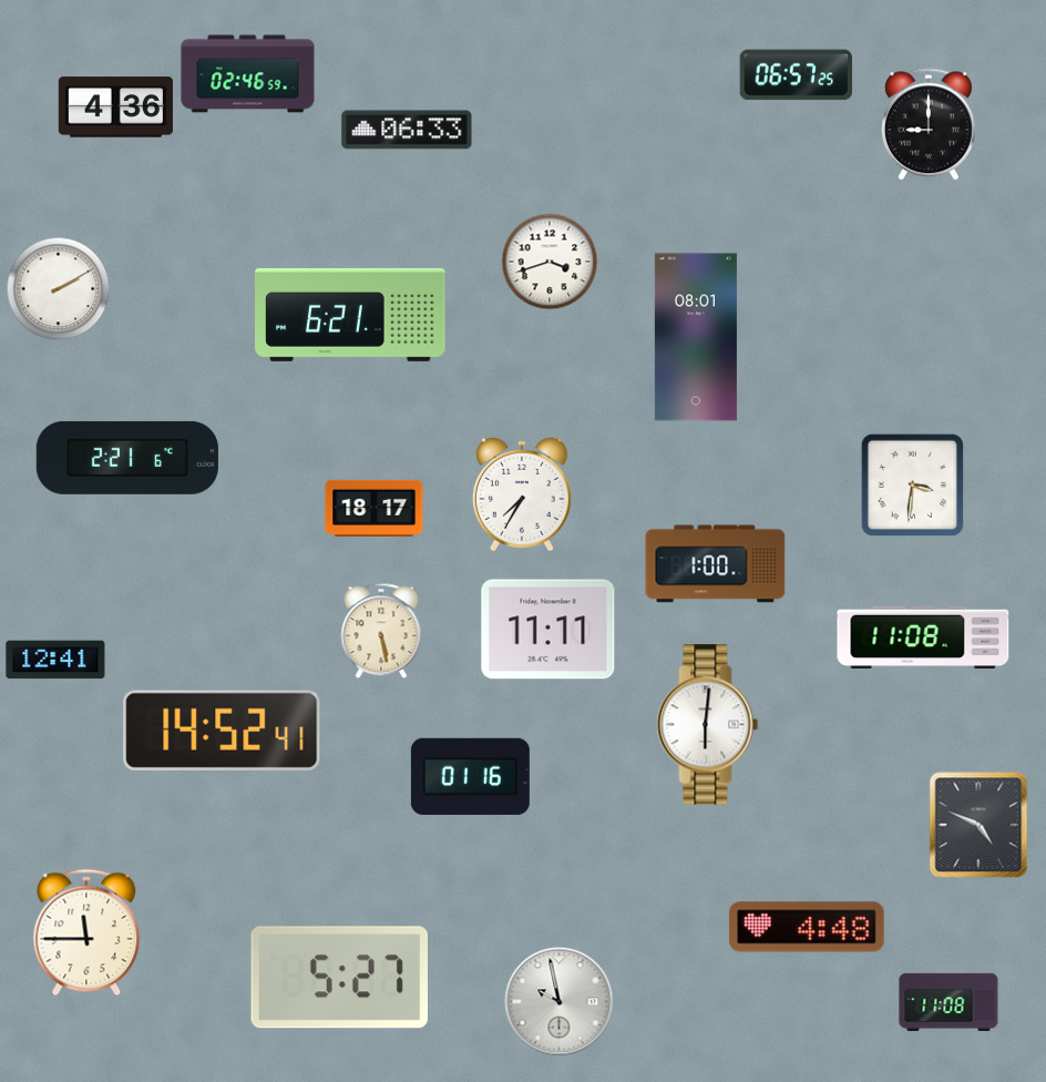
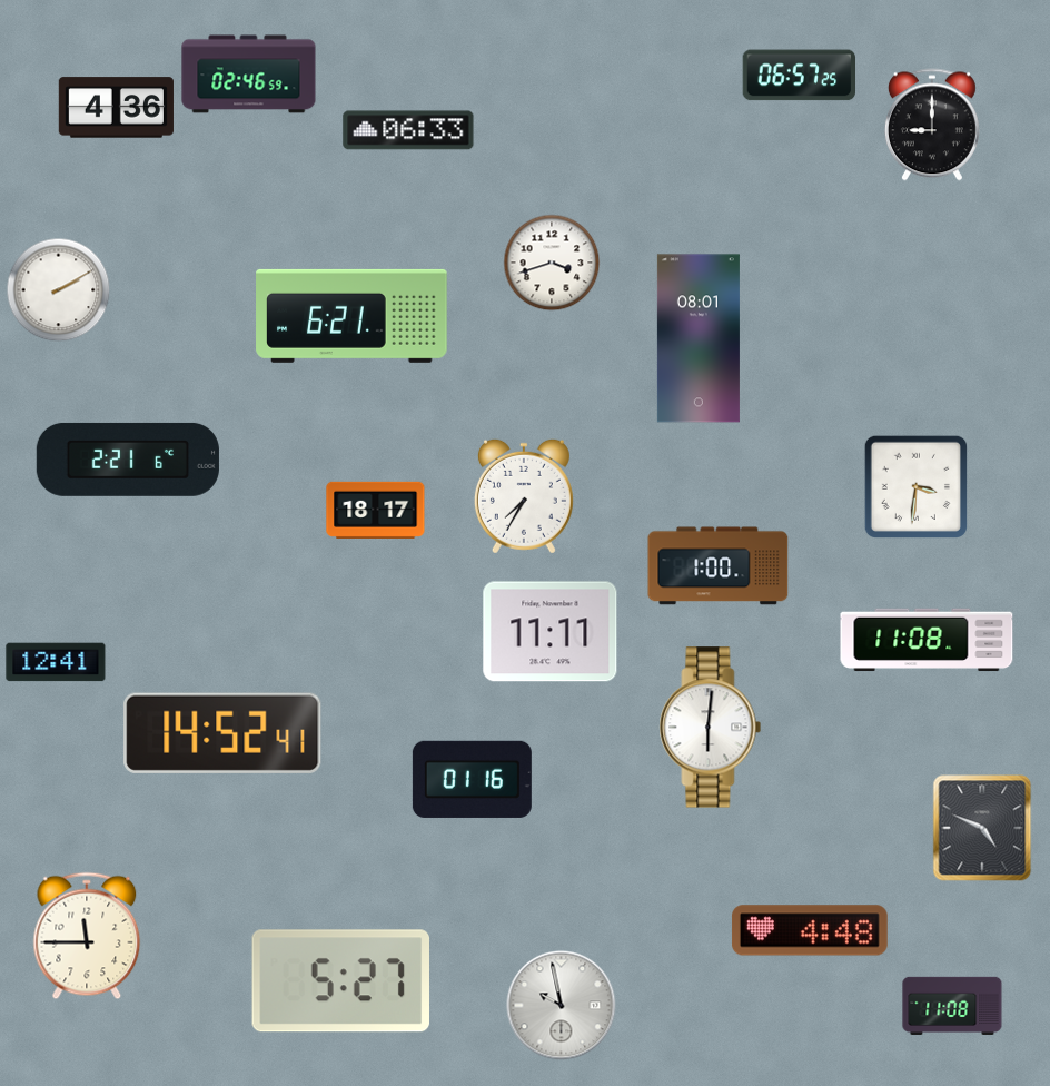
clock at (381, 631): 5:28 -> none
